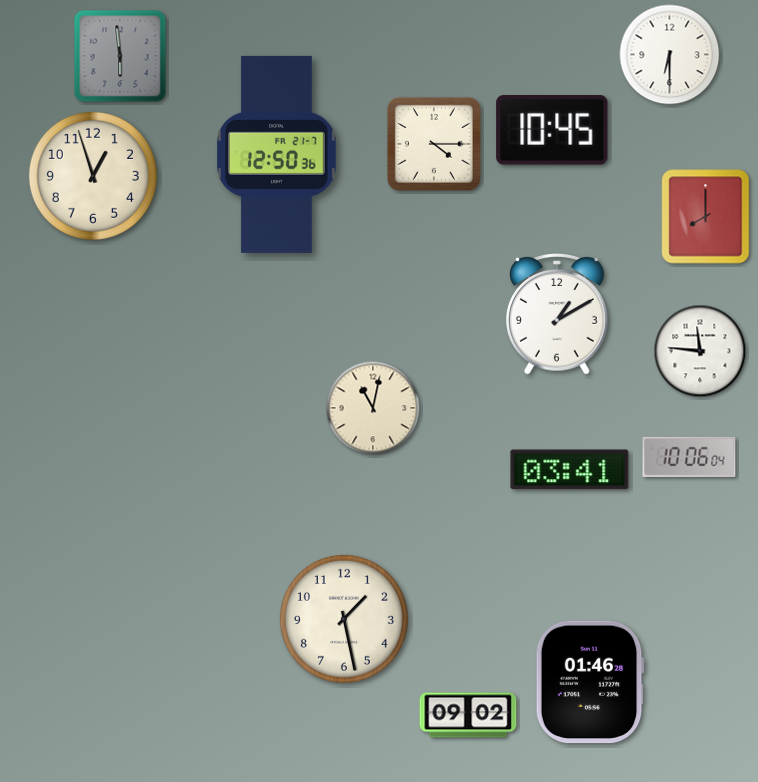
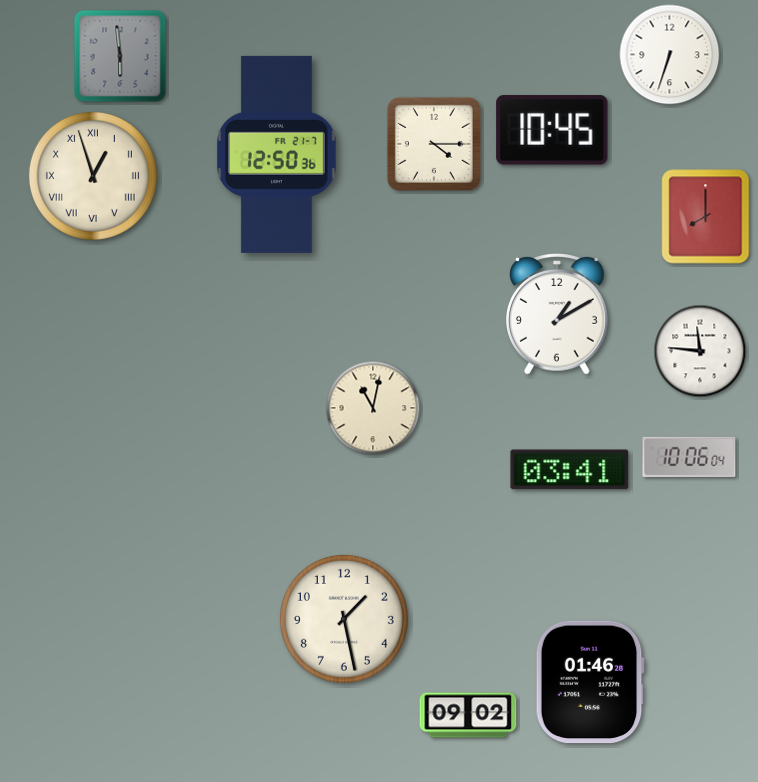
clock at (670, 55): 6:30 -> 6:33
clock at (93, 176) numerals: Arabic -> Roman
